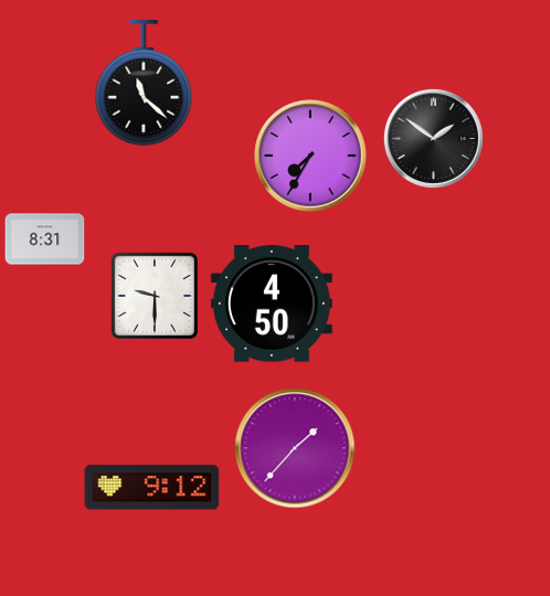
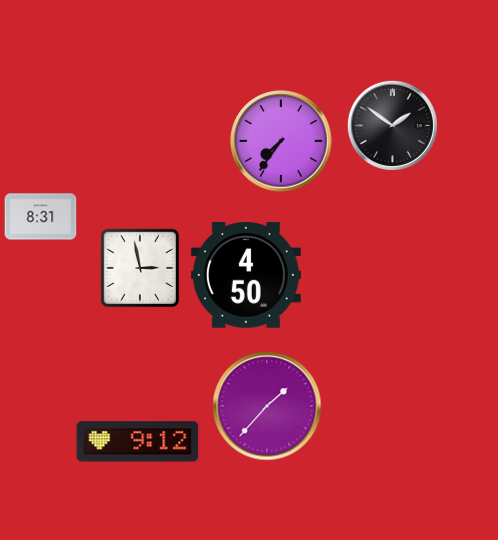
clock at (144, 83): 11:22 -> none
clock at (310, 156): 7:35 -> 7:36
clock at (154, 295): 9:30 -> 2:58
